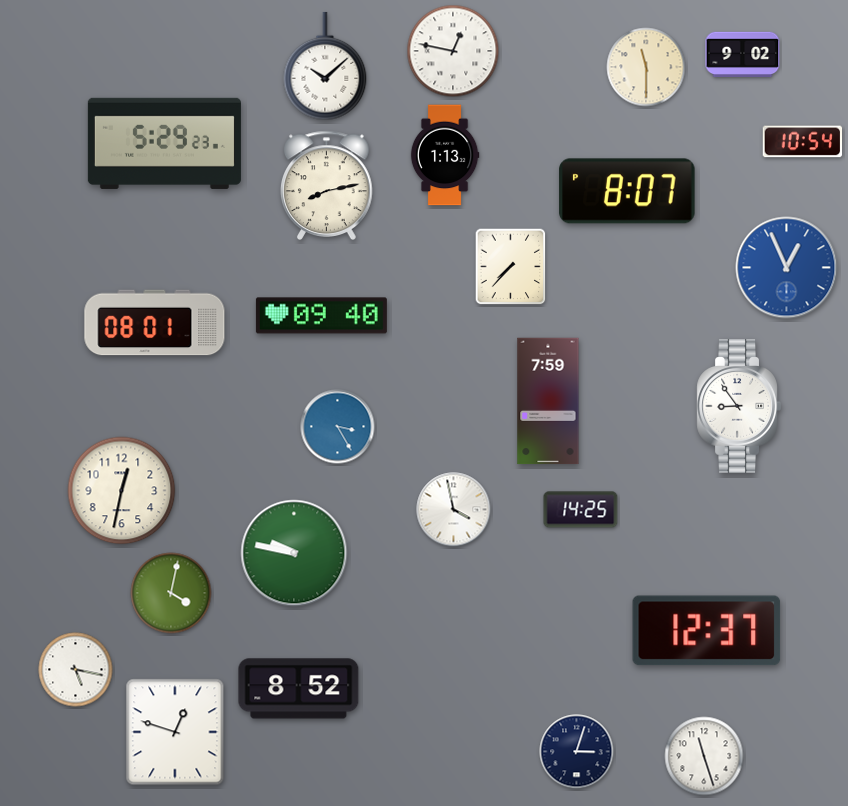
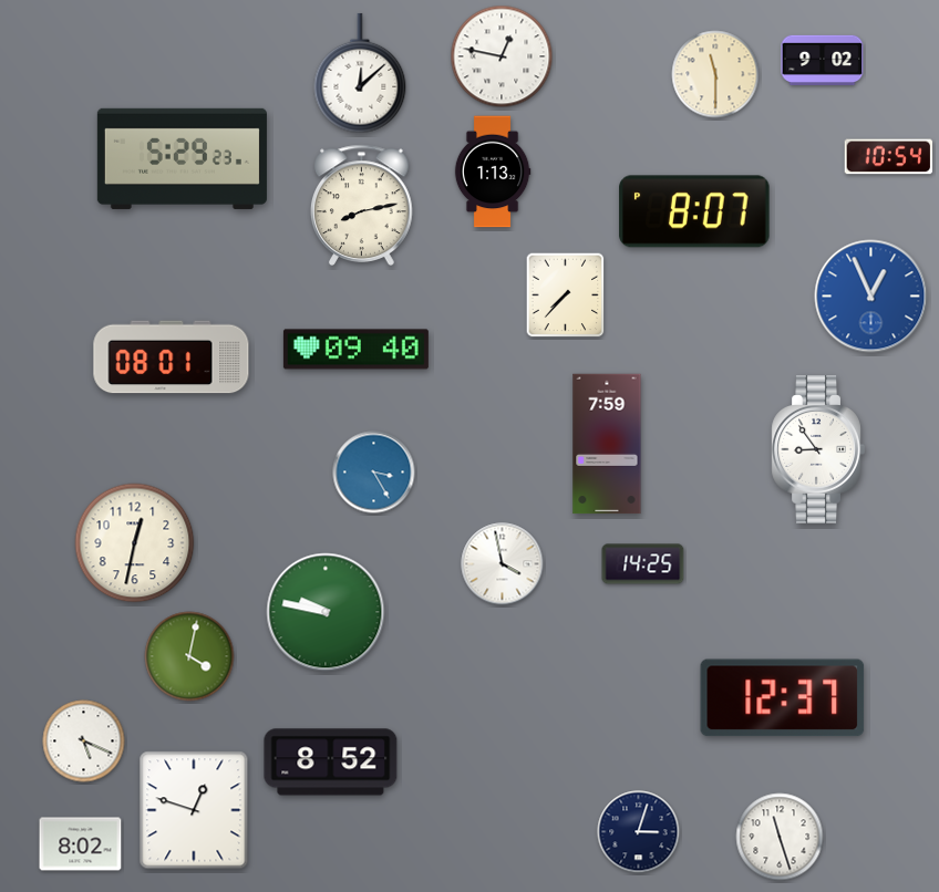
clock at (325, 66): 10:08 -> 12:08
clock at (76, 670): 5:17 -> 5:19
clock at (81, 844): none -> 8:02
